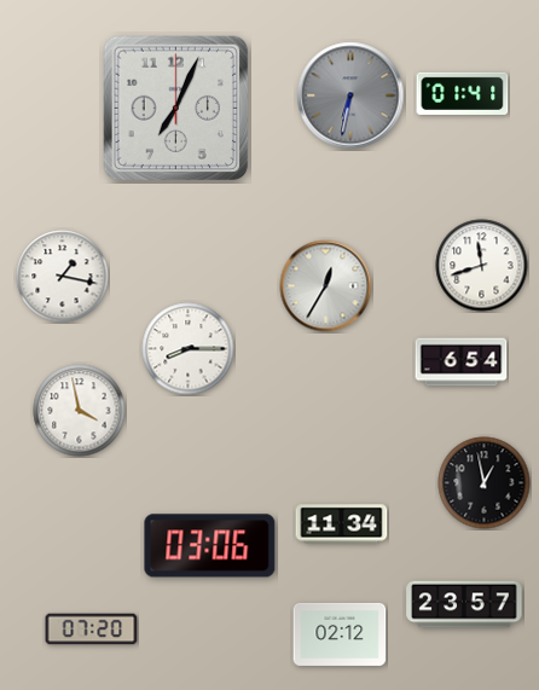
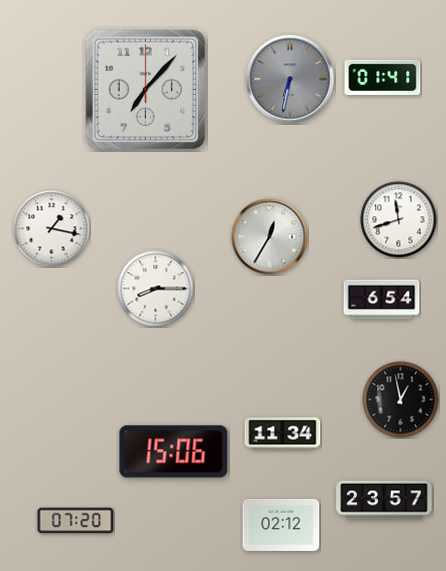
clock at (176, 109): 7:04 -> 7:07
clock at (80, 411): 3:58 -> none
clock at (210, 546): 03:06 -> 15:06
